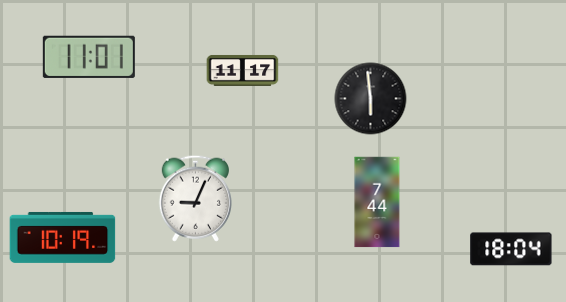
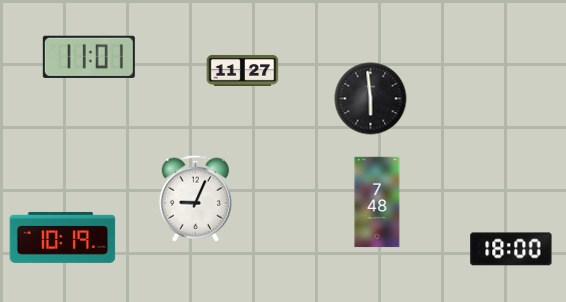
clock at (243, 71): 11:17 -> 11:27
clock at (377, 202): 7:44 -> 7:48
clock at (511, 249): 18:04 -> 18:00
